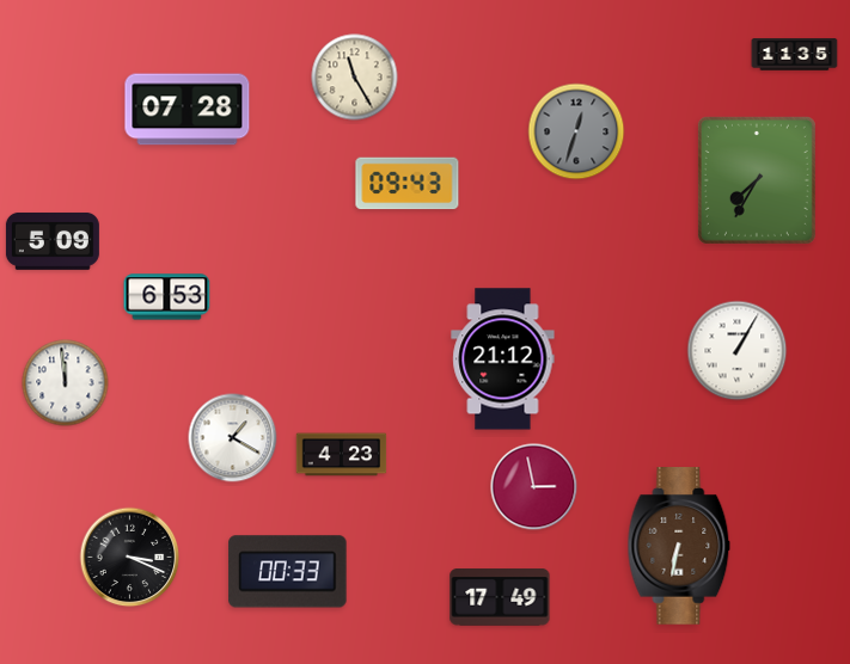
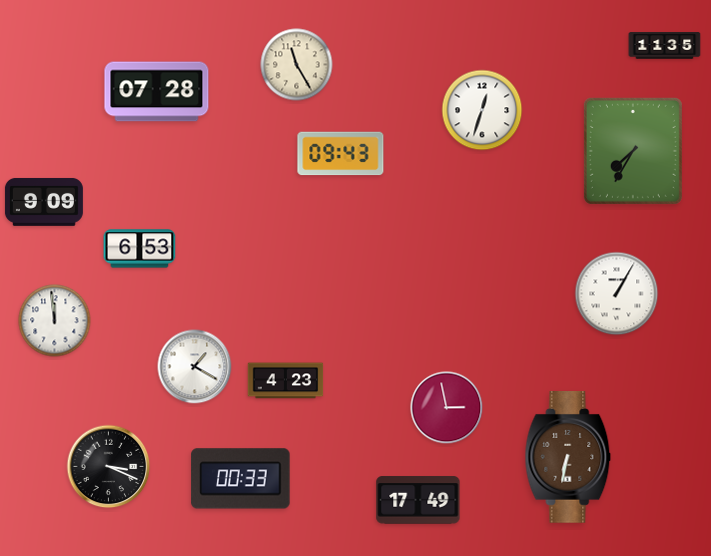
clock at (576, 131) dial: grey -> white
clock at (53, 241): 5:09 -> 9:09
clock at (503, 359): 21:12 -> none
